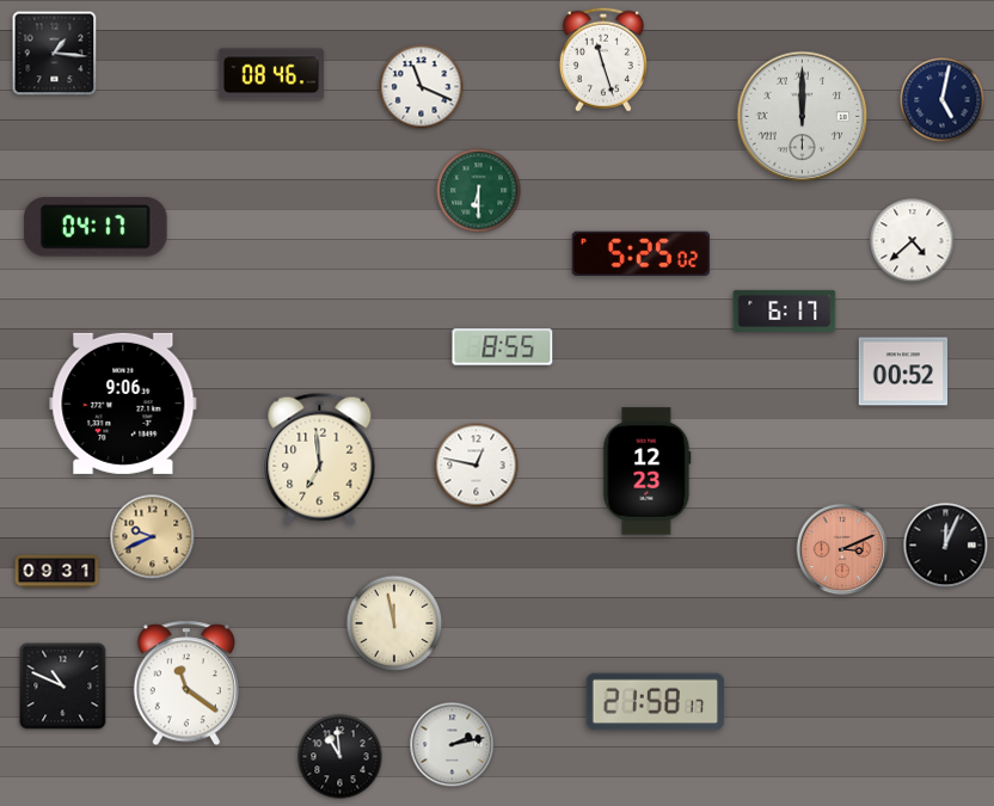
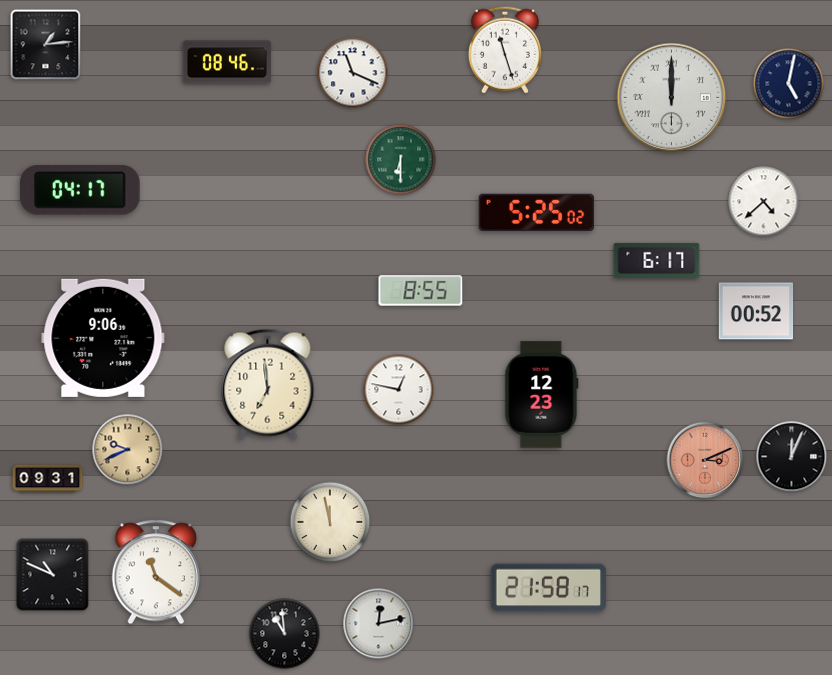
clock at (55, 54): 1:16 -> 1:14
clock at (453, 745): 2:13 -> 12:13
